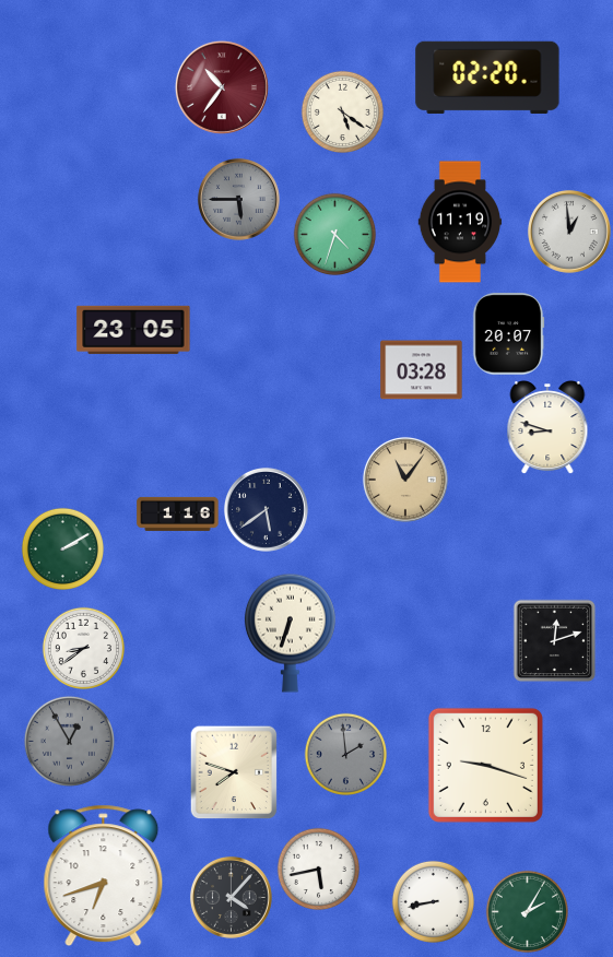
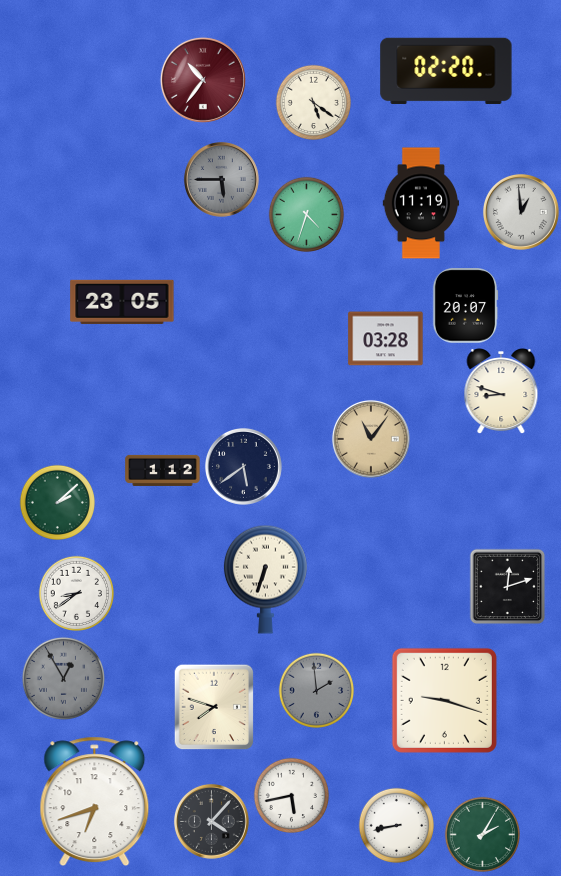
clock at (239, 200) position: (239, 200) -> (222, 180)
clock at (178, 513): 1:16 -> 1:12
clock at (62, 548): 2:10 -> 2:08
